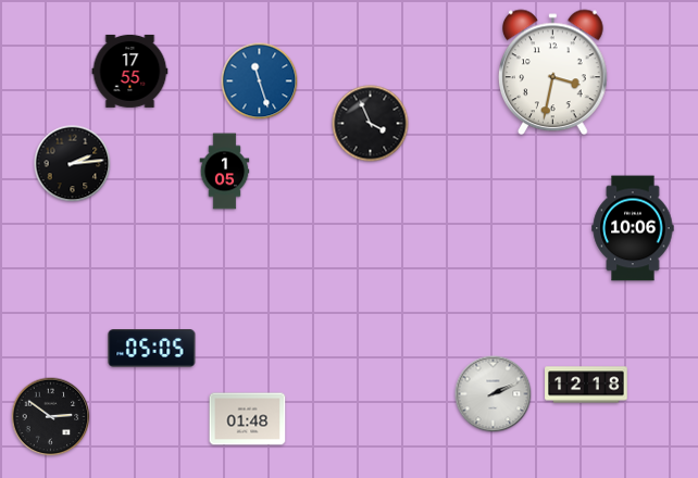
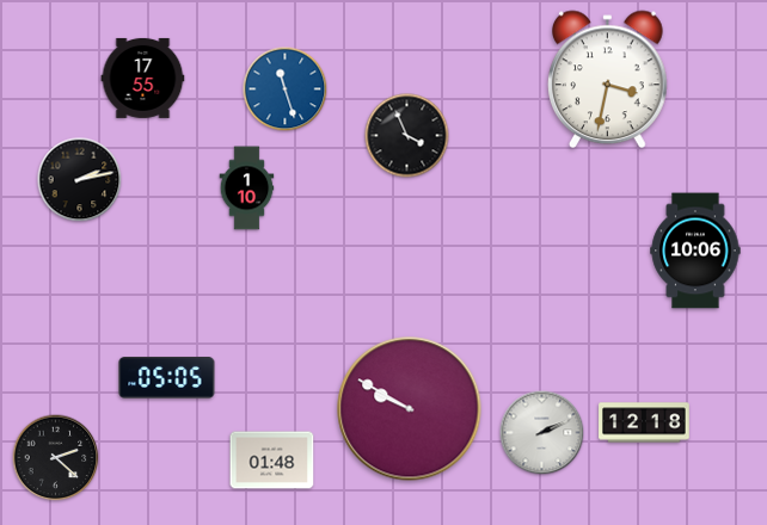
clock at (73, 164): 2:14 -> 2:13
clock at (225, 172): 1:05 -> 1:10
clock at (152, 349) position: (152, 349) -> (167, 378)
clock at (410, 409): none -> 9:50
clock at (51, 417): 2:51 -> 2:22
